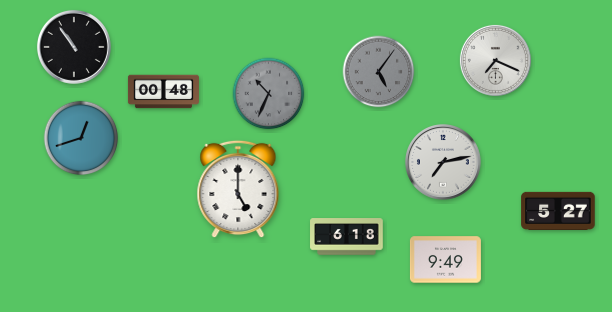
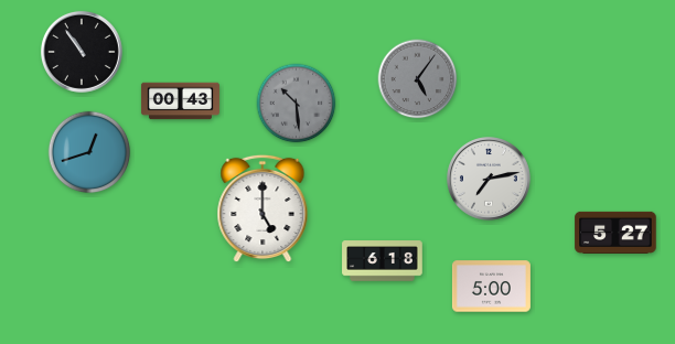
clock at (495, 60): 7:19 -> none
clock at (163, 92): 00:48 -> 00:43
clock at (269, 94): 10:34 -> 10:29
clock at (445, 260): 9:49 -> 5:00
